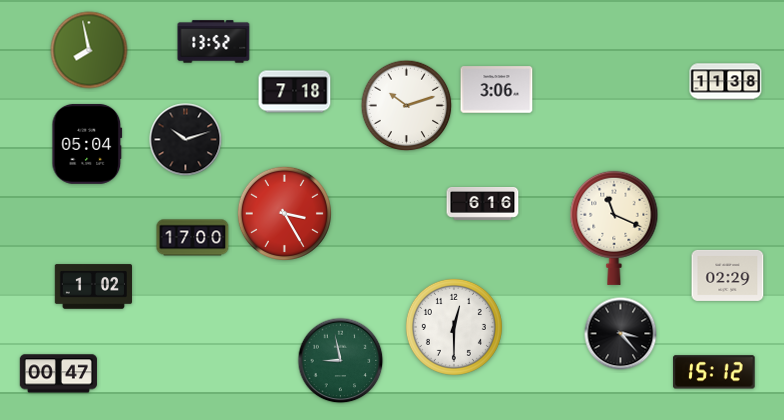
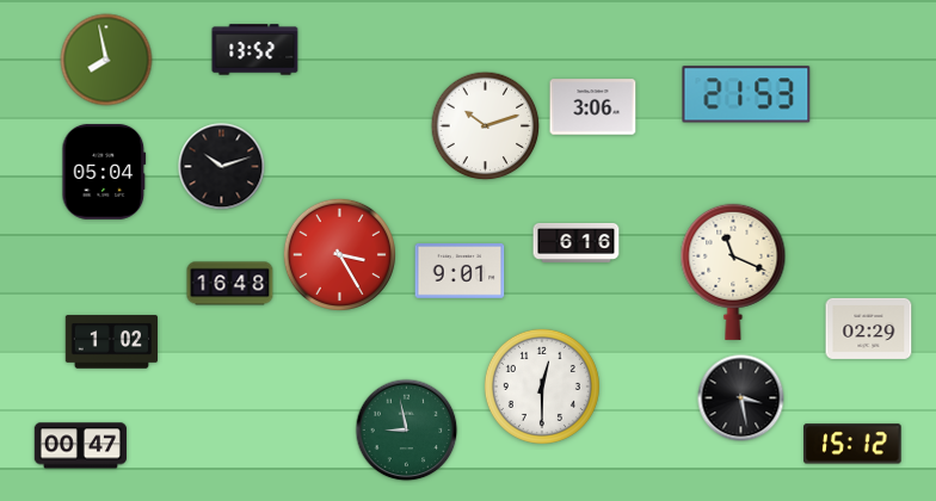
clock at (746, 94): none -> 21:53
clock at (726, 82): 11:38 -> none
clock at (295, 92): 7:18 -> none
clock at (460, 272): none -> 9:01
clock at (193, 238): 17:00 -> 16:48
clock at (454, 327) position: (454, 327) -> (542, 386)
clock at (621, 334): 3:23 -> 3:28
clock at (58, 374) position: (58, 374) -> (80, 446)
